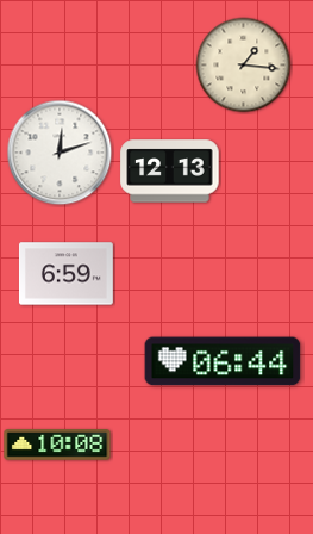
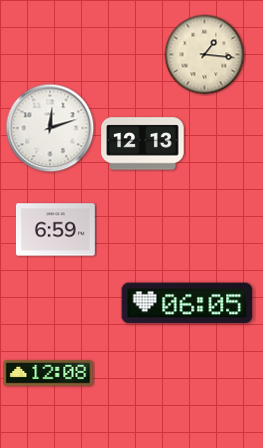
clock at (223, 361): 06:44 -> 06:05
clock at (57, 445): 10:08 -> 12:08
